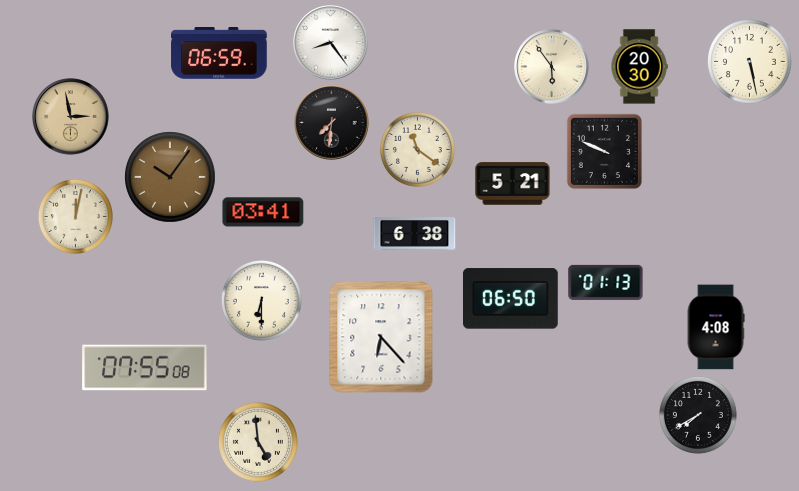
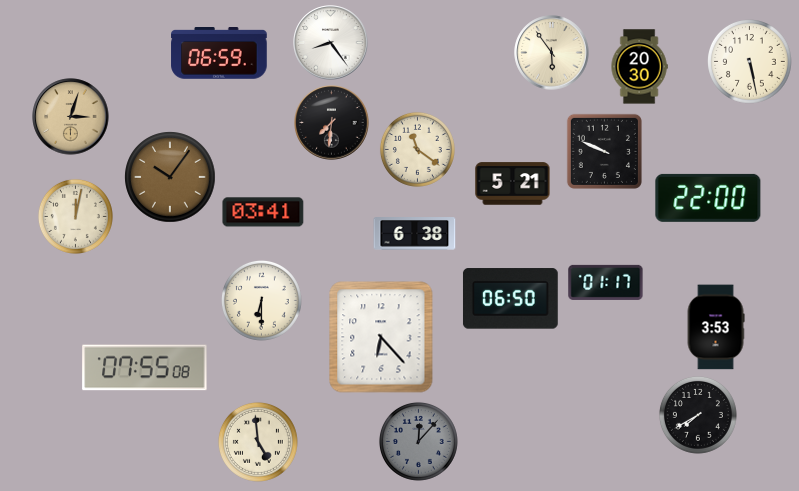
clock at (552, 67) position: (552, 67) -> (552, 53)
clock at (71, 117): 2:58 -> 3:03
clock at (708, 198): none -> 22:00
clock at (606, 282): 01:13 -> 01:17
clock at (716, 327): 4:08 -> 3:53
clock at (418, 441): none -> 12:07
